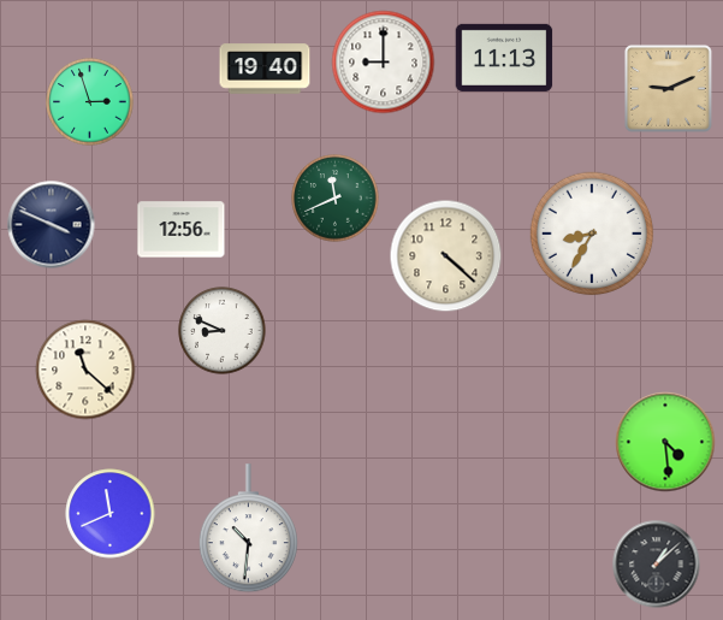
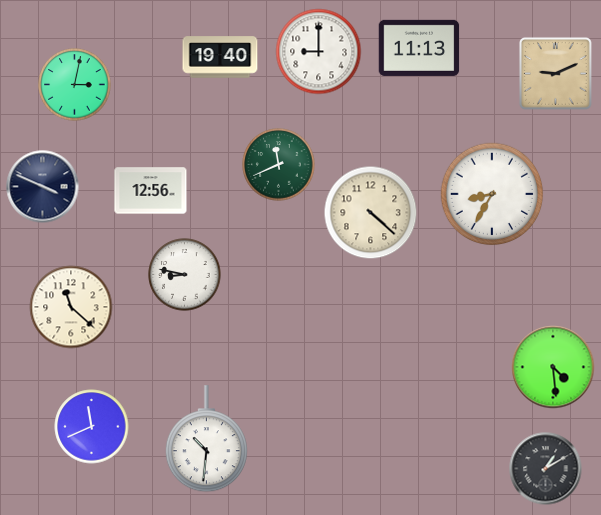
clock at (90, 102): 2:57 -> 3:02
clock at (223, 331): 8:49 -> 8:47
clock at (657, 565): 1:08 -> 1:10
